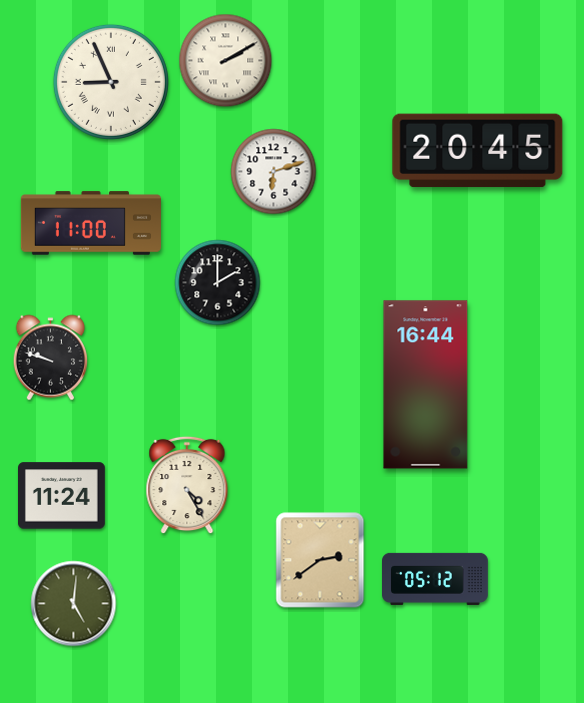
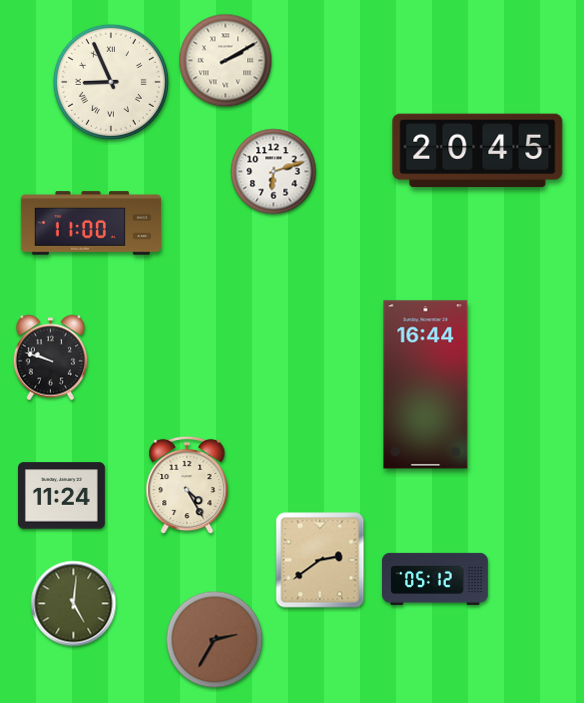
clock at (218, 283): 2:00 -> none
clock at (215, 640): none -> 2:35
